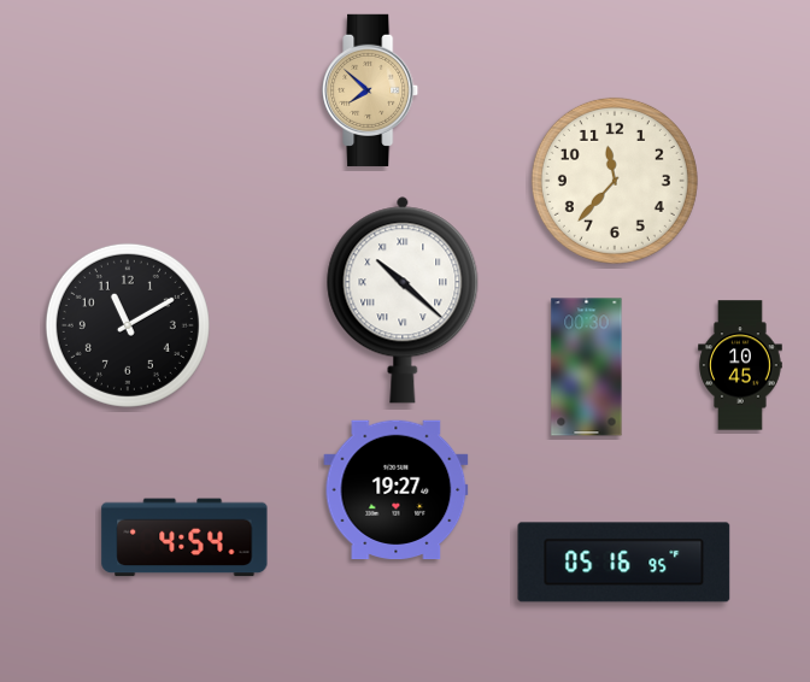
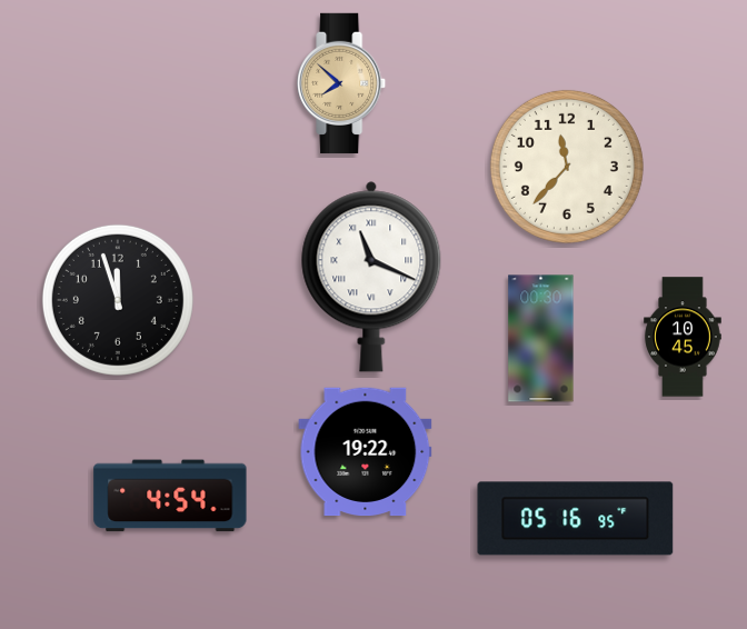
clock at (403, 300): 10:22 -> 11:19
clock at (128, 325): 11:10 -> 11:57
clock at (397, 490): 19:27 -> 19:22
